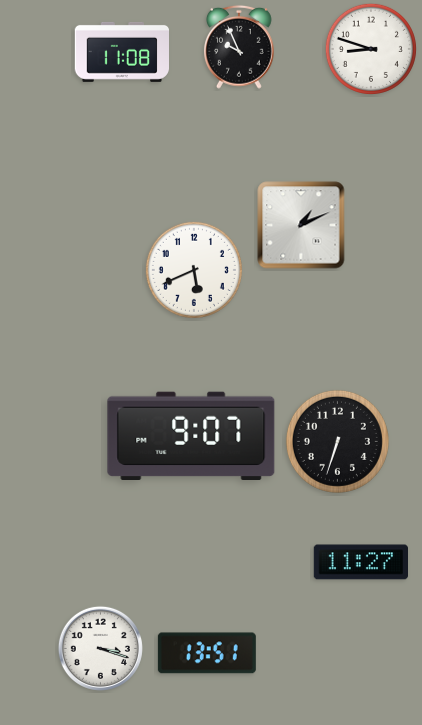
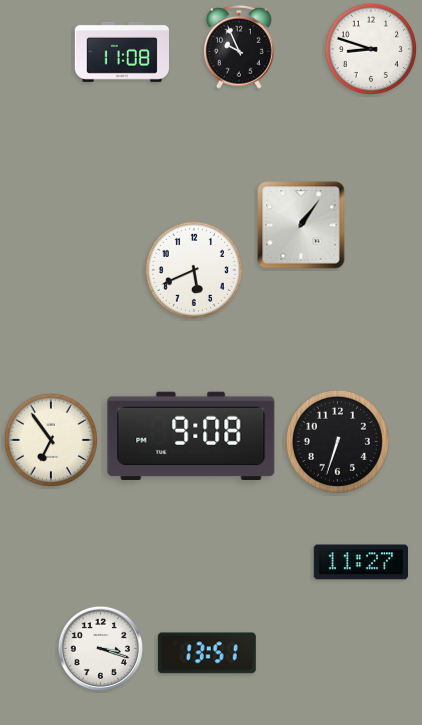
clock at (301, 225): 1:11 -> 1:06
clock at (191, 435): 9:07 -> 9:08
clock at (51, 440): none -> 6:54
